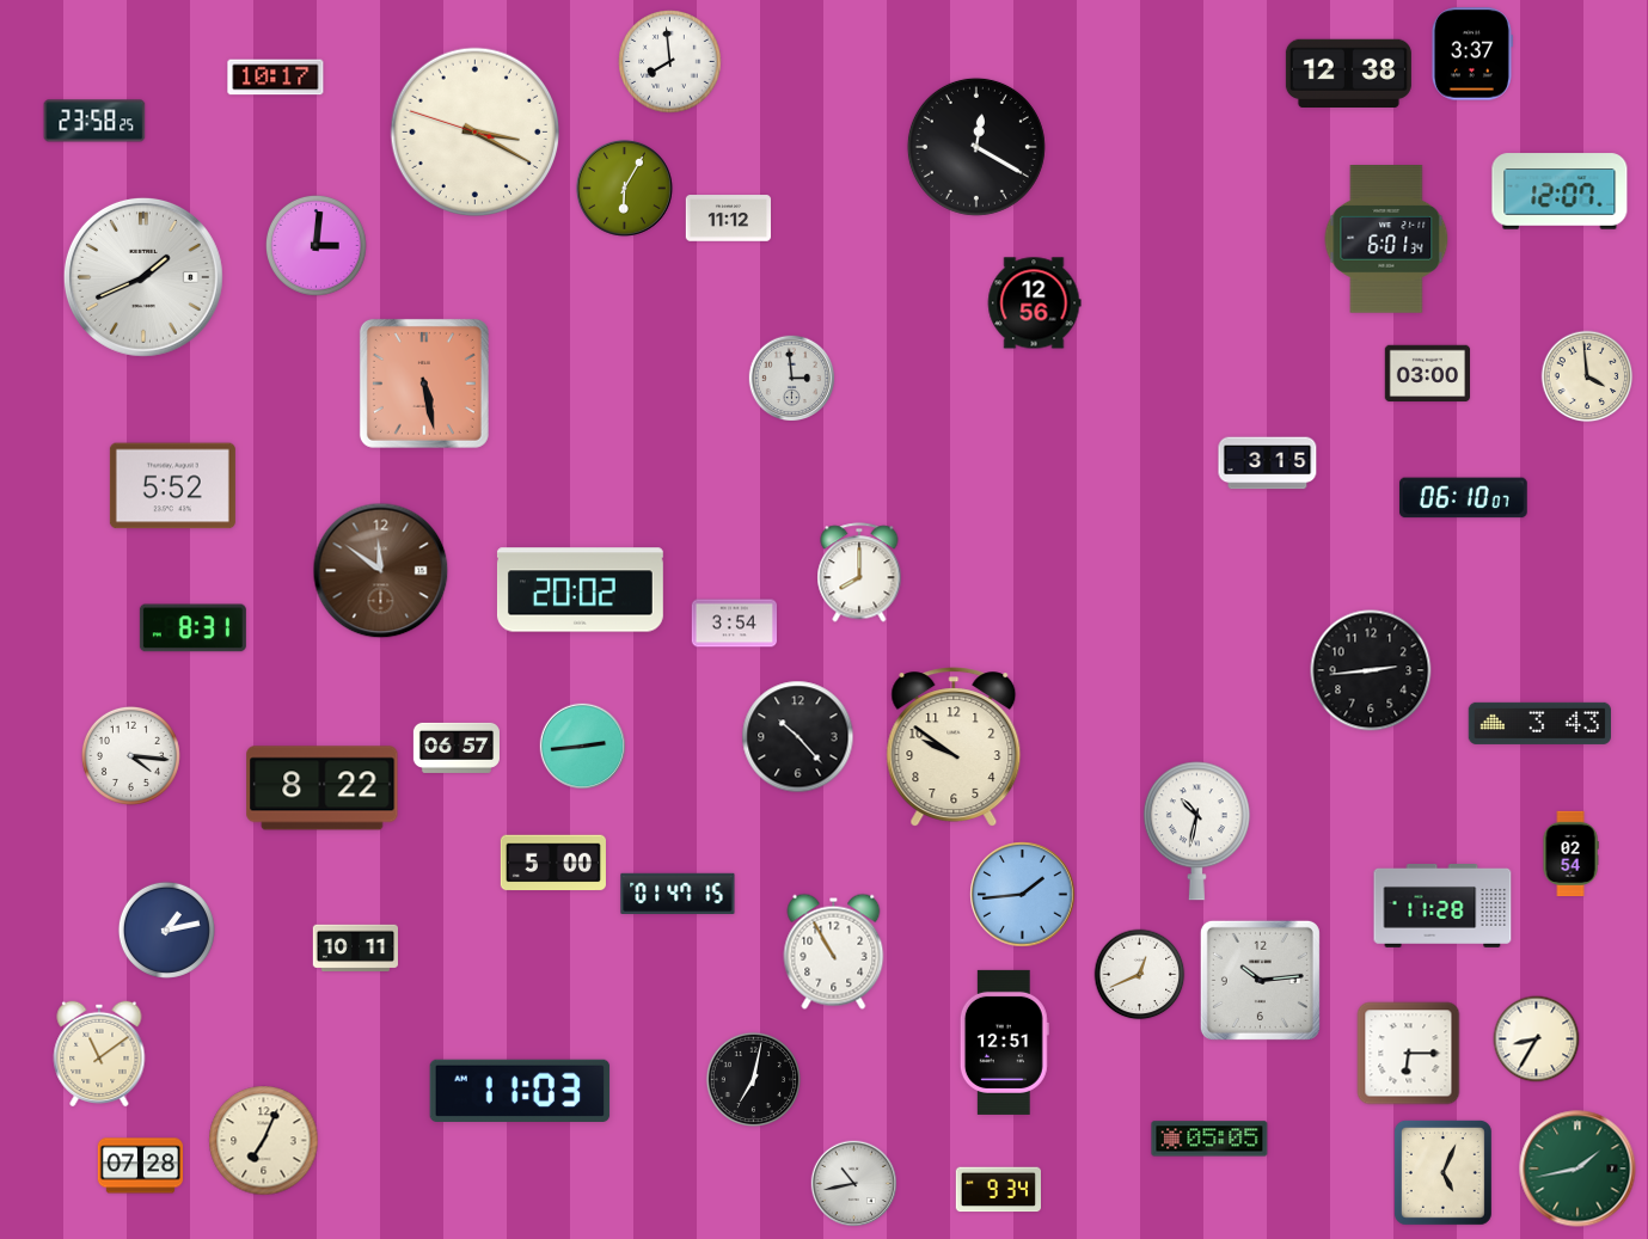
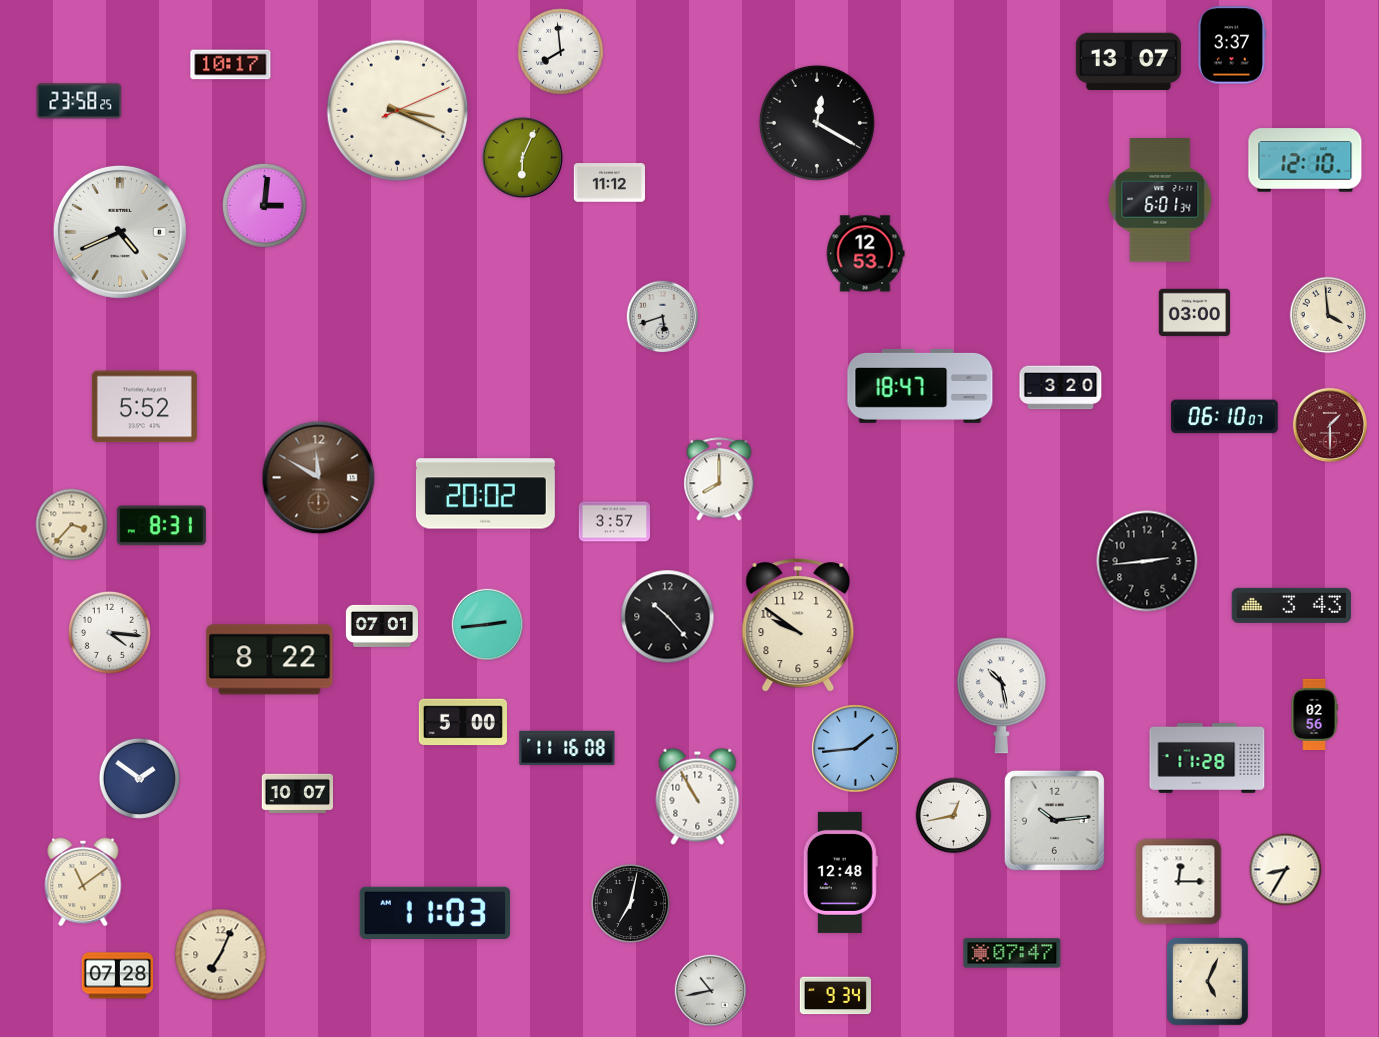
clock at (1348, 73): 12:38 -> 13:07
clock at (476, 133): 3:19:48 -> 3:19:11
clock at (624, 188): 6:05 -> 6:04
clock at (1560, 191): 12:07 -> 12:10
clock at (143, 277): 1:41 -> 4:41
clock at (1034, 303): 12:56 -> 12:53
clock at (792, 379): 2:59 -> 5:42
clock at (424, 384): 5:28 -> none
clock at (920, 386): none -> 18:47
clock at (1268, 464): 3:15 -> 3:20
clock at (1330, 425): none -> 1:30
clock at (381, 571): 11:51 -> 11:50
clock at (735, 624): 3:54 -> 3:57
clock at (72, 525): none -> 3:37
clock at (1539, 723) position: (1539, 723) -> (1291, 605)
clock at (457, 748): 06:57 -> 07:01
clock at (1196, 832): 10:32 -> 10:28
clock at (1570, 854): 02:54 -> 02:56
clock at (678, 894): 01:47 -> 11:16
clock at (166, 930): 1:13 -> 1:51
clock at (355, 947): 10:11 -> 10:07
clock at (1140, 975): 12:41 -> 12:43
clock at (1004, 1042): 12:51 -> 12:48
clock at (1409, 1054): 6:15 -> 12:15
clock at (1209, 1139): 05:05 -> 07:47
clock at (1577, 1169): 1:43 -> none
clock at (854, 1184) position: (854, 1184) -> (711, 991)
